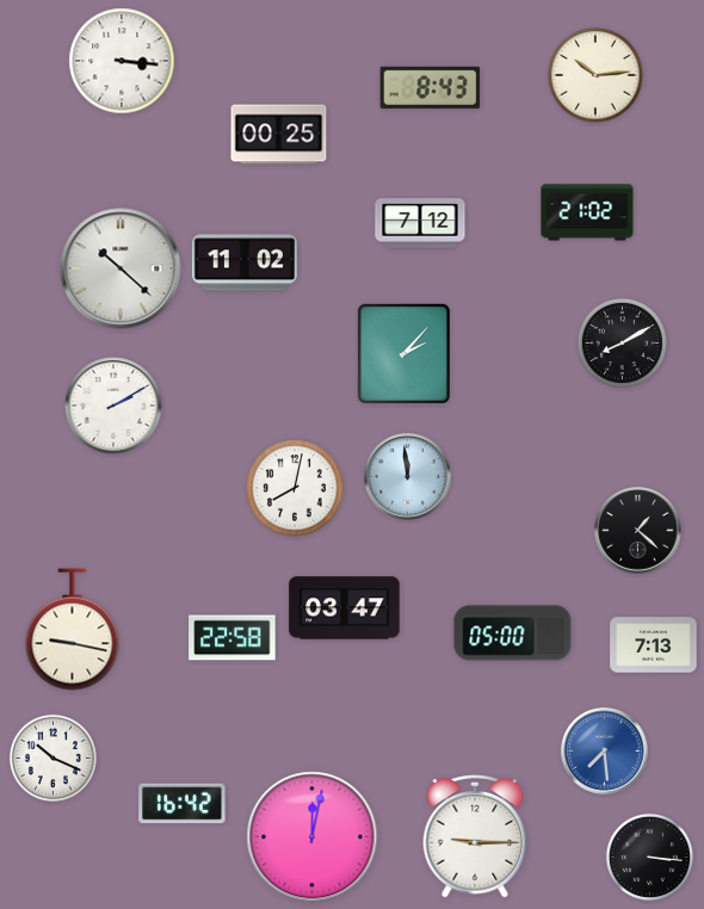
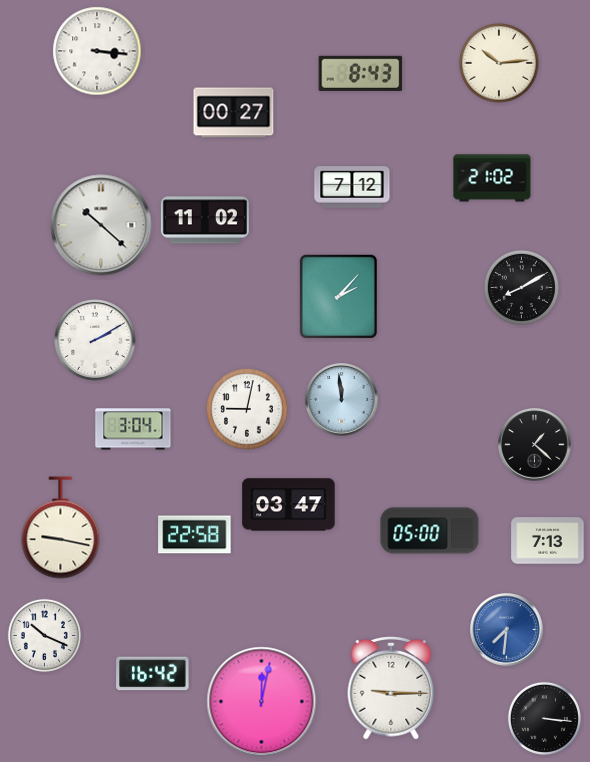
clock at (122, 61) position: (122, 61) -> (97, 51)
clock at (279, 135): 00:25 -> 00:27
clock at (295, 488): 8:02 -> 9:02
clock at (133, 429): none -> 3:04
clock at (345, 608) position: (345, 608) -> (289, 505)
clock at (605, 752): 7:29 -> 7:31
clock at (475, 837) position: (475, 837) -> (391, 689)
